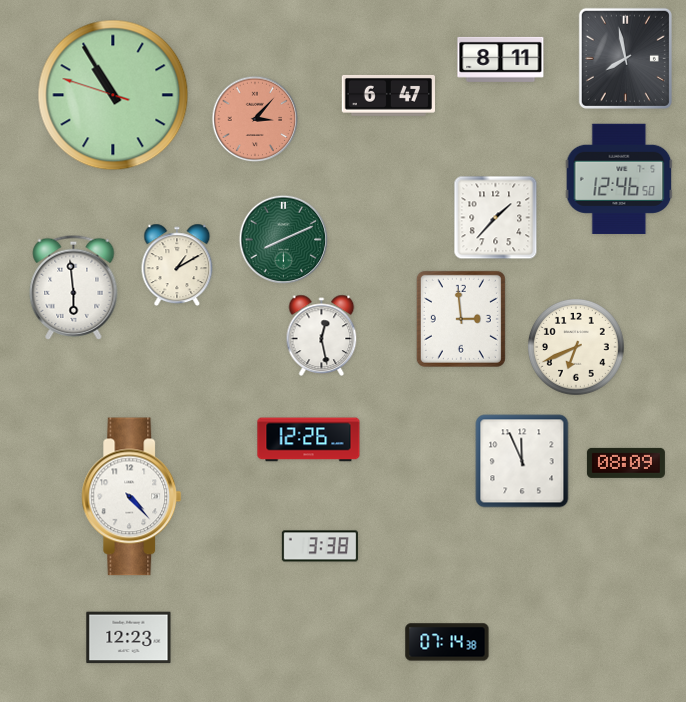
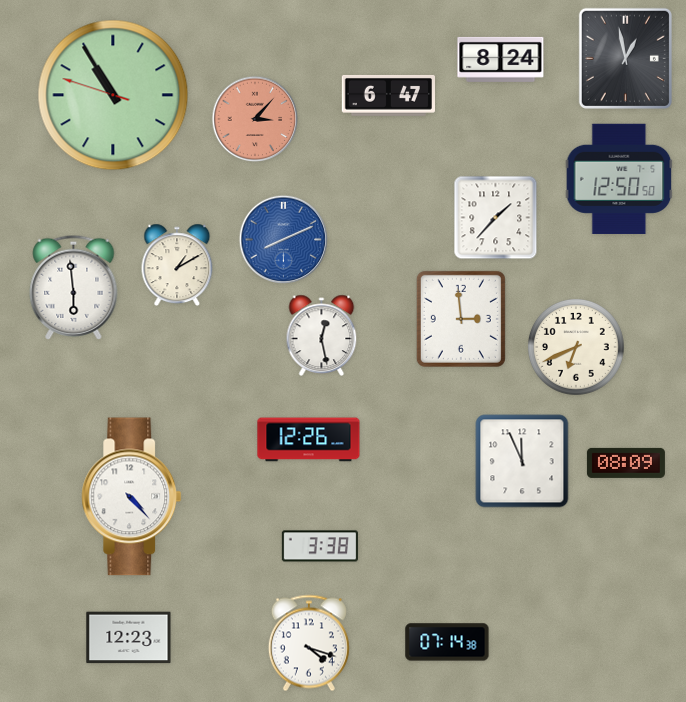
clock at (625, 58): 7:58 -> 12:58
clock at (501, 59): 8:11 -> 8:24
clock at (619, 179): 12:46 -> 12:50
clock at (284, 240) dial: green -> blue
clock at (309, 643): none -> 4:18
